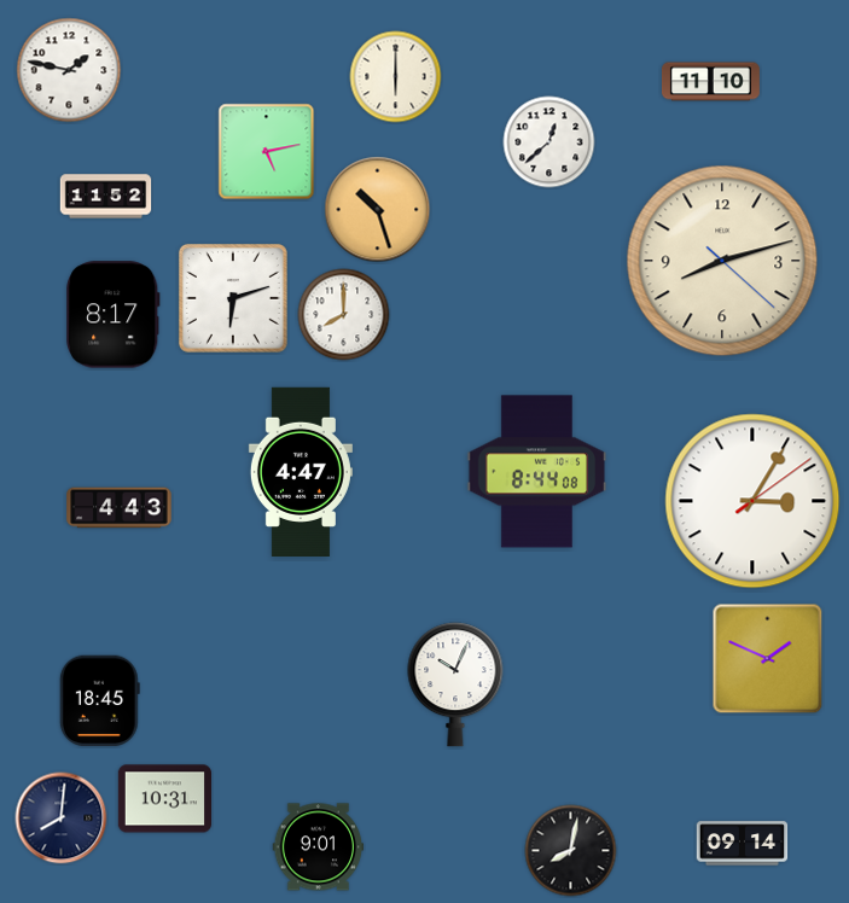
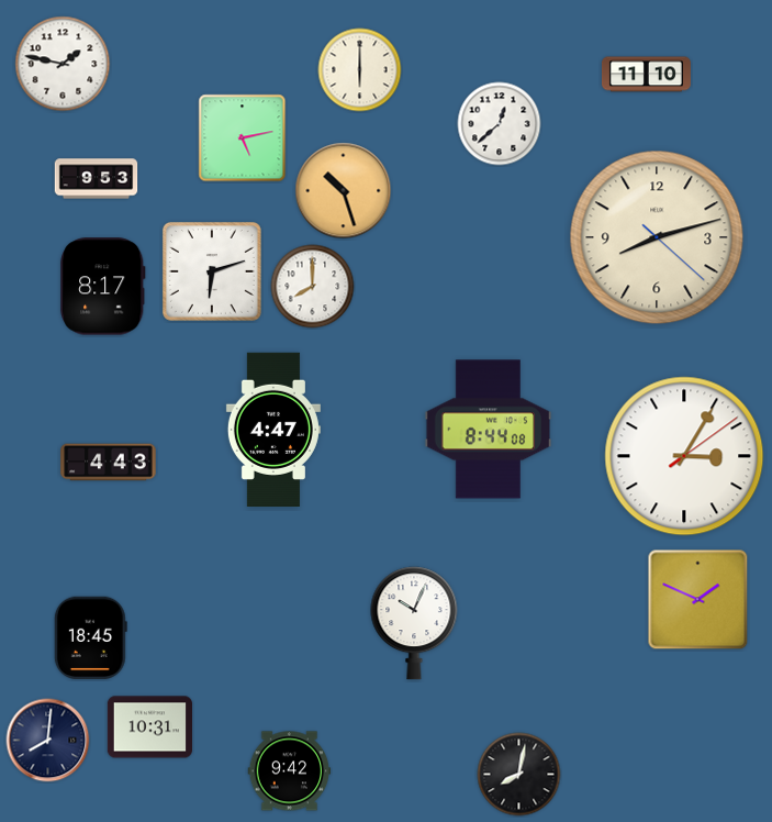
clock at (549, 142) position: (549, 142) -> (500, 124)
clock at (106, 197): 11:52 -> 9:53
clock at (62, 818) position: (62, 818) -> (48, 741)
clock at (743, 844): 09:14 -> none
clock at (319, 847): 9:01 -> 9:42
